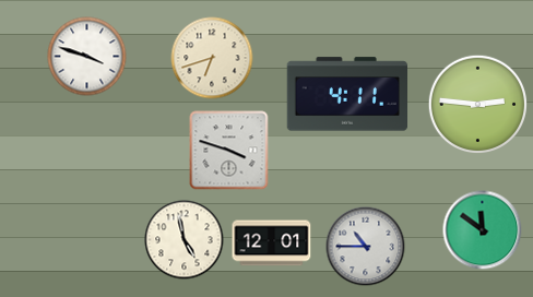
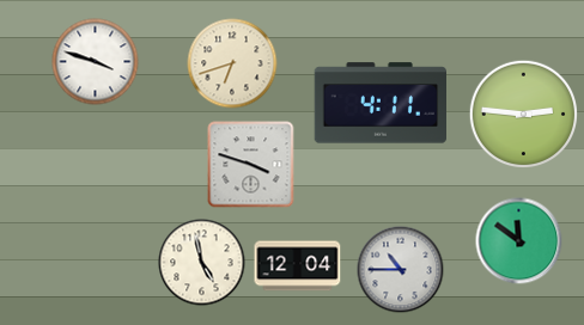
clock at (483, 230) position: (483, 230) -> (519, 241)
clock at (272, 243): 12:01 -> 12:04
